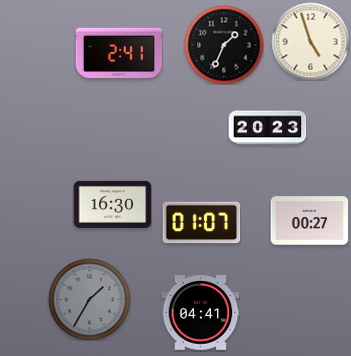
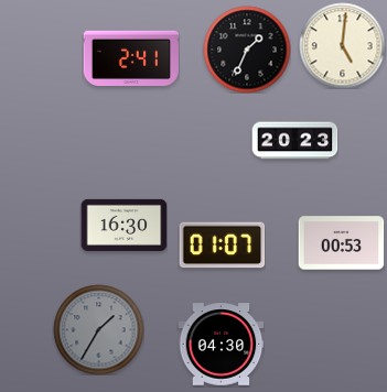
clock at (310, 41): 4:57 -> 5:01
clock at (309, 221): 00:27 -> 00:53
clock at (200, 313): 04:41 -> 04:30
